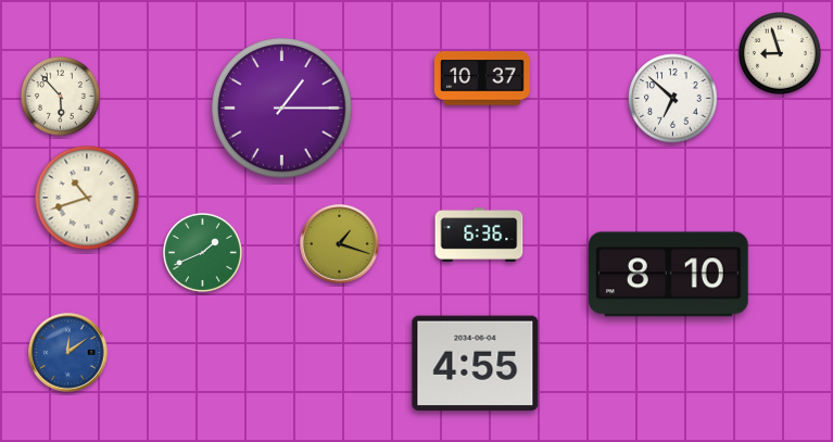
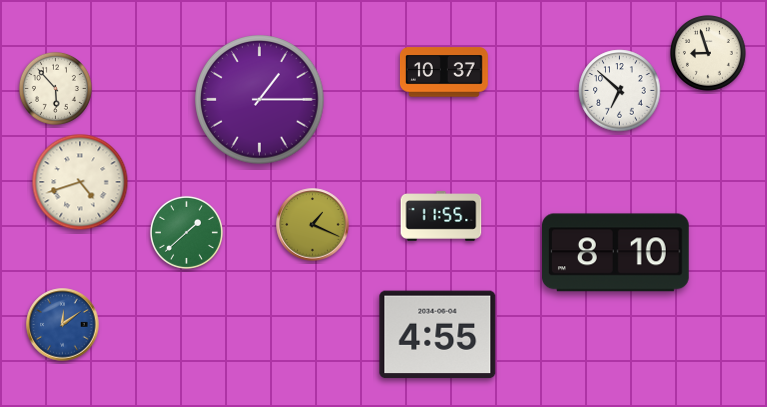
clock at (781, 54) position: (781, 54) -> (709, 54)
clock at (87, 198): 10:42 -> 4:42
clock at (479, 235): 6:36 -> 11:55
clock at (340, 244): 1:18 -> 1:19
clock at (202, 252): 1:41 -> 1:38
